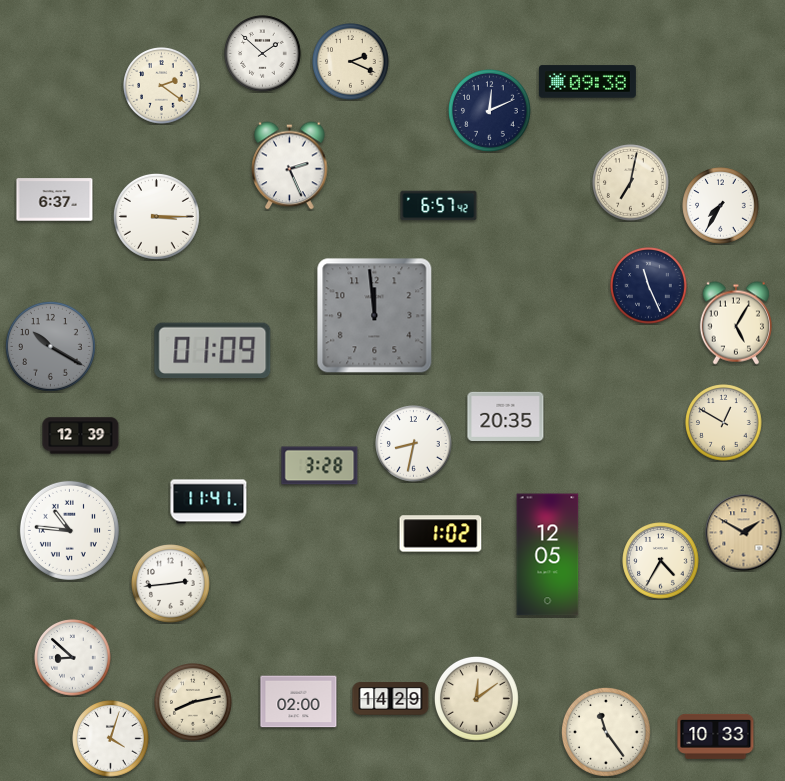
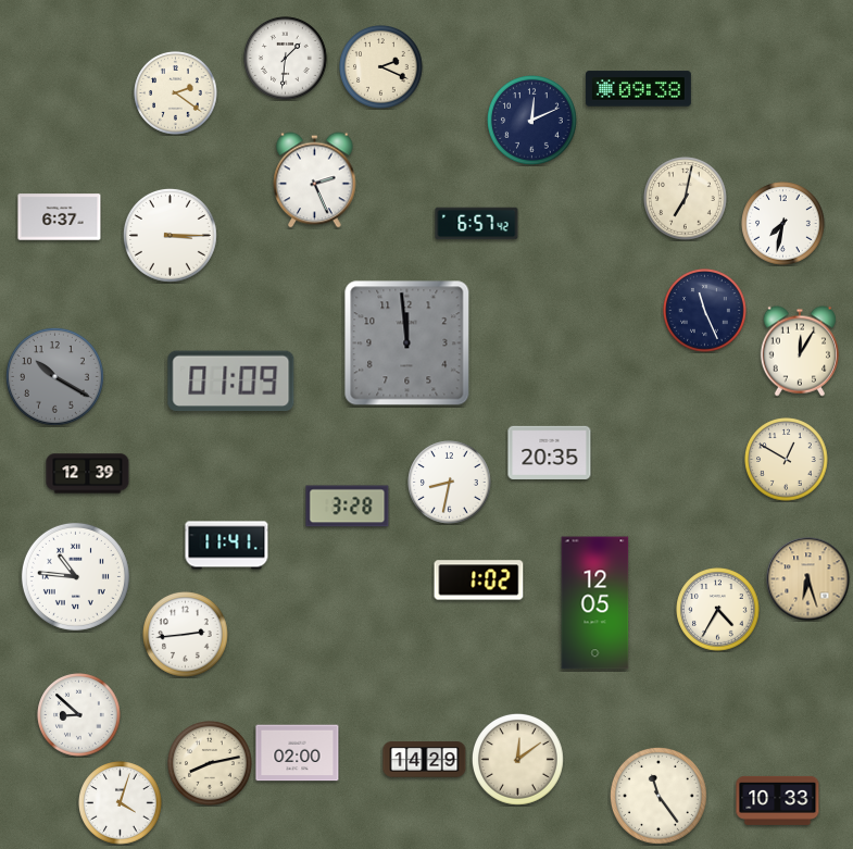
clock at (263, 54): 1:52 -> 1:31
clock at (721, 206): 7:35 -> 7:32
clock at (735, 323): 5:05 -> 12:05
clock at (744, 533): 1:50 -> 6:27
clock at (299, 702) position: (299, 702) -> (298, 753)
